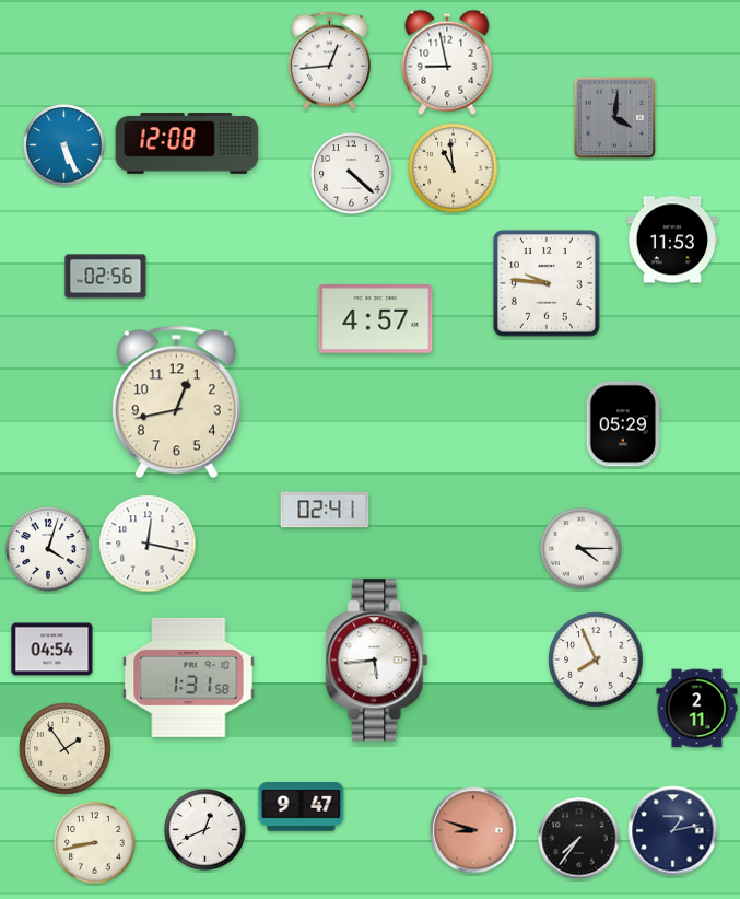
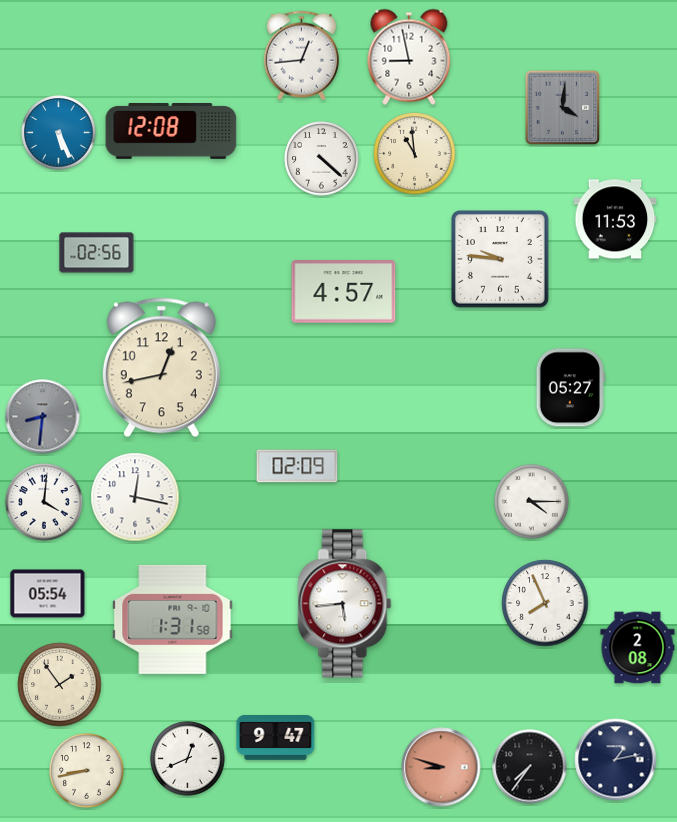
clock at (623, 424): 05:29 -> 05:27
clock at (43, 417): none -> 8:31
clock at (325, 510): 02:41 -> 02:09
clock at (48, 549): 4:03 -> 4:01
clock at (52, 650): 04:54 -> 05:54
clock at (697, 709): 2:11 -> 2:08
clock at (473, 830) position: (473, 830) -> (441, 767)
